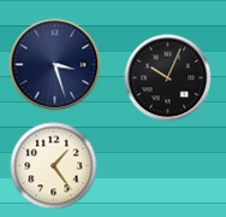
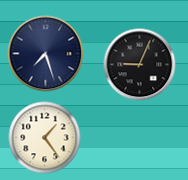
clock at (55, 65): 3:27 -> 7:27
clock at (168, 78): 10:04 -> 9:04
